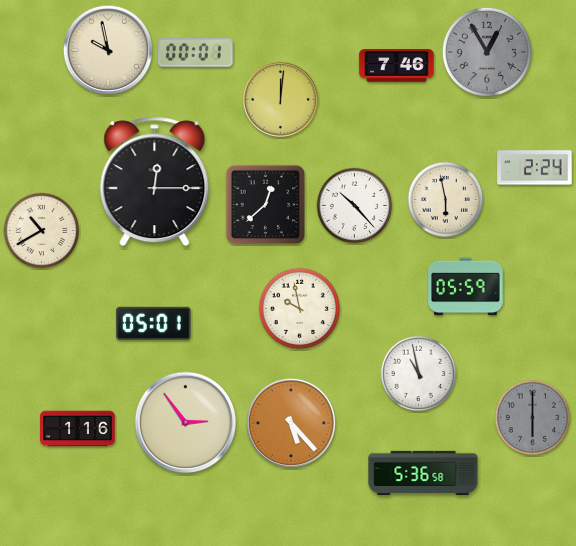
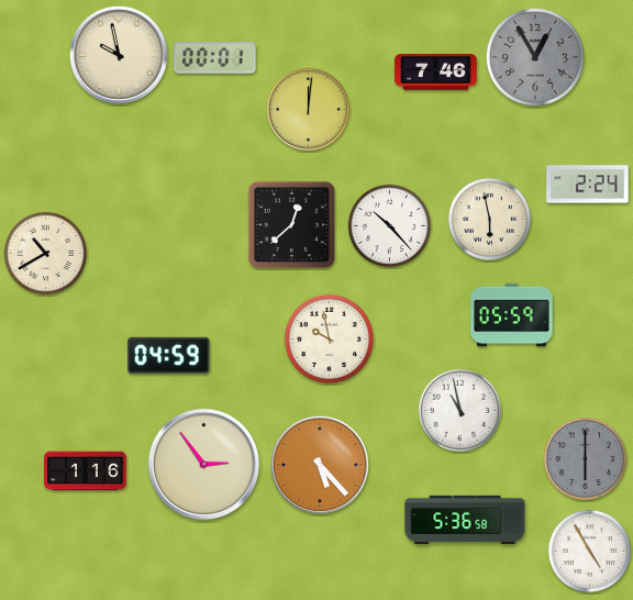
clock at (155, 182): 12:15 -> none
clock at (154, 323): 05:01 -> 04:59
clock at (590, 552): none -> 4:55
